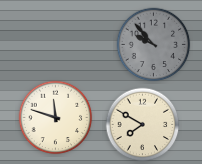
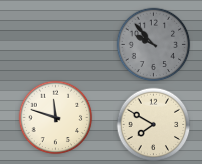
clock at (143, 125) position: (143, 125) -> (154, 125)
